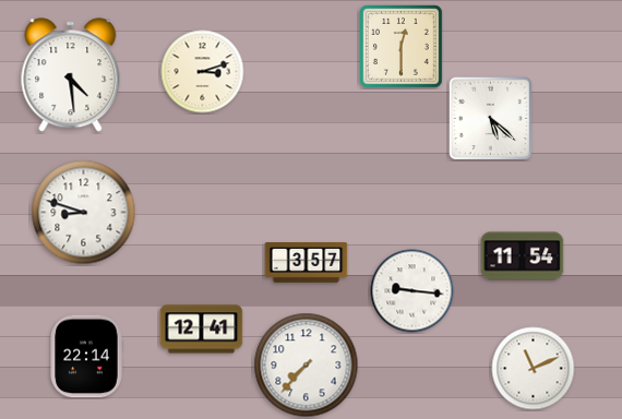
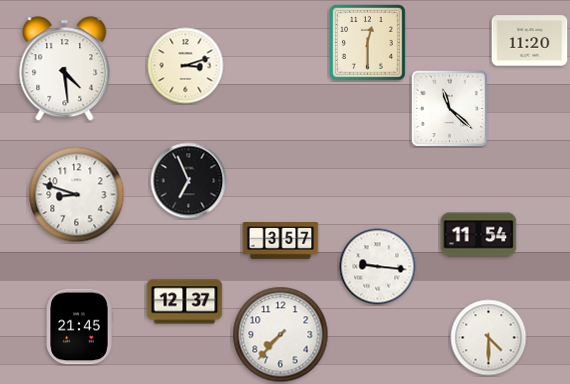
clock at (530, 41): none -> 11:20
clock at (490, 118): 5:22 -> 11:22
clock at (189, 181): none -> 6:56
clock at (202, 330): 12:41 -> 12:37
clock at (86, 357): 22:14 -> 21:45
clock at (534, 369): 11:11 -> 4:30
